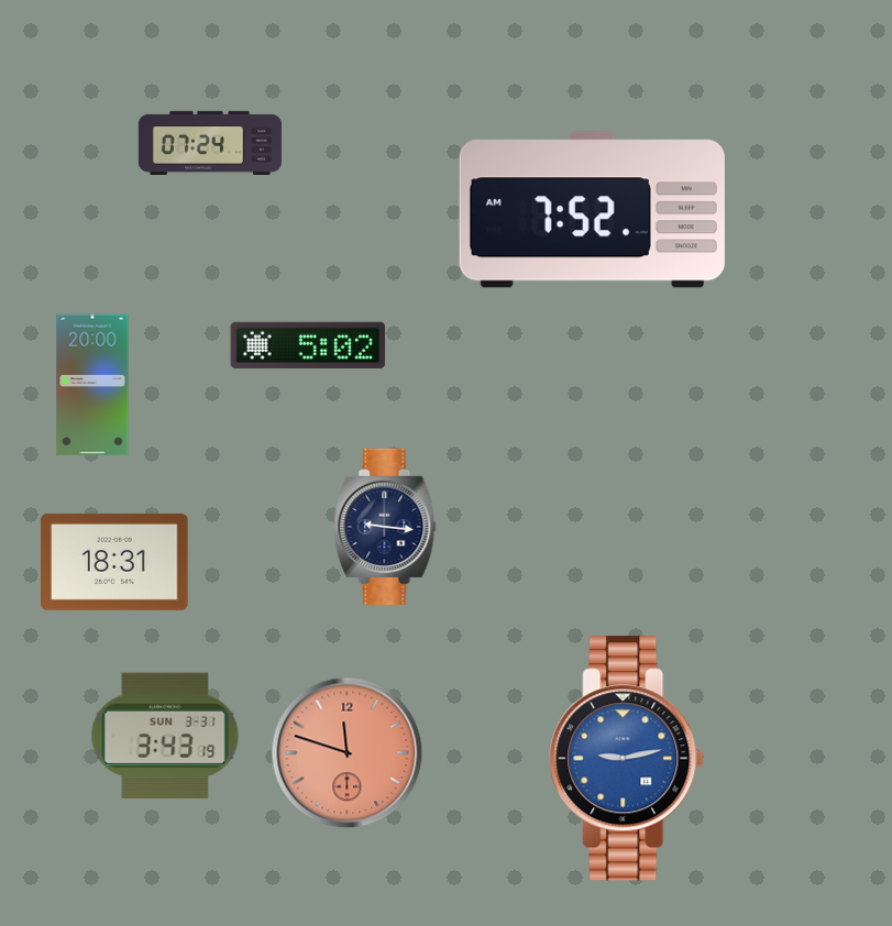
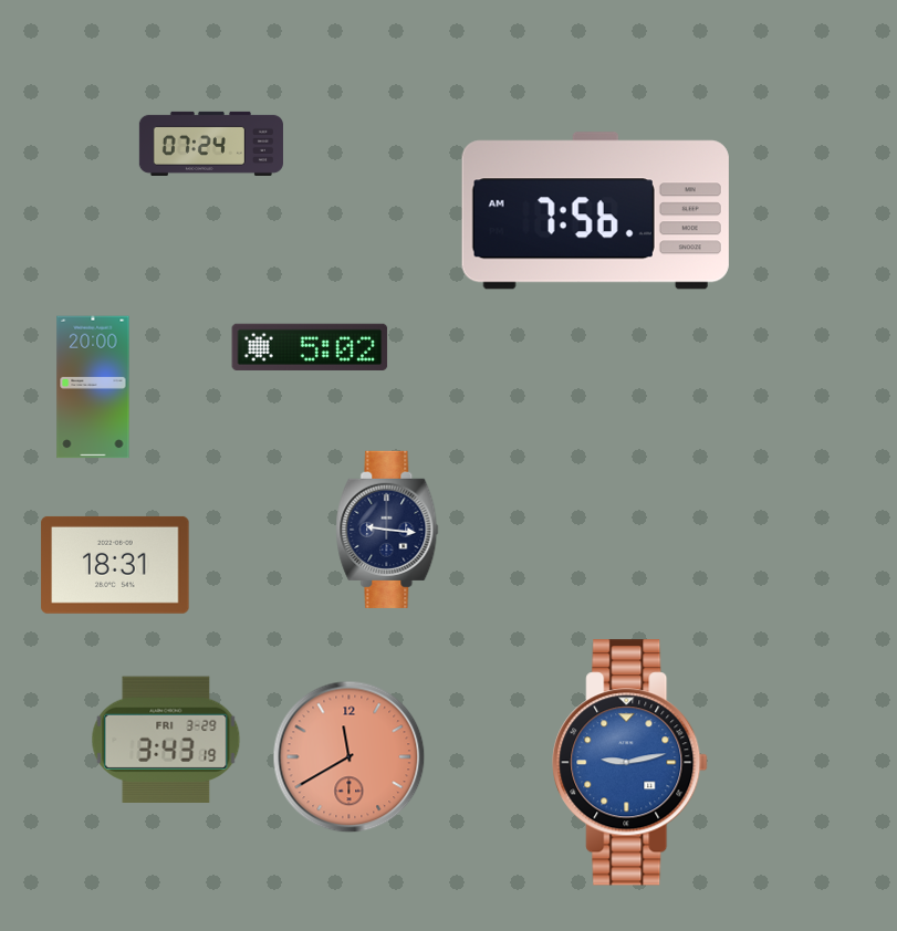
clock at (592, 210): 7:52 -> 7:56
clock at (165, 736) date: SUN 3-31 -> FRI 3-29
clock at (348, 753): 11:48 -> 11:40
